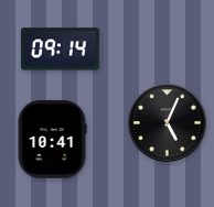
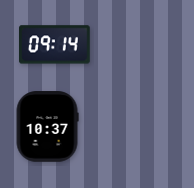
clock at (168, 123): 5:04 -> none
clock at (52, 140): 10:41 -> 10:37
